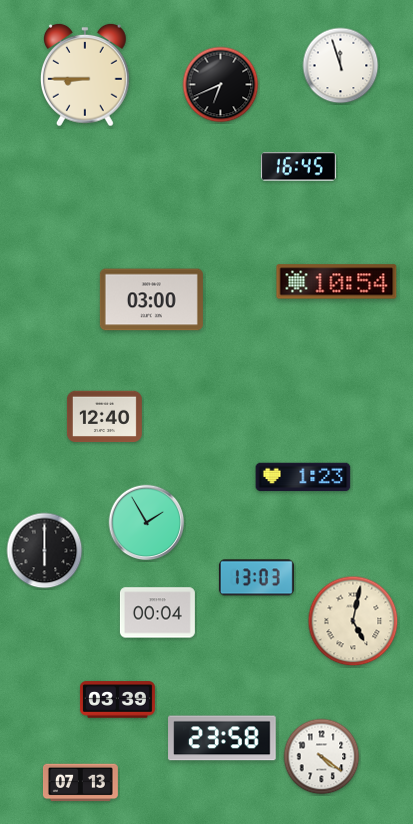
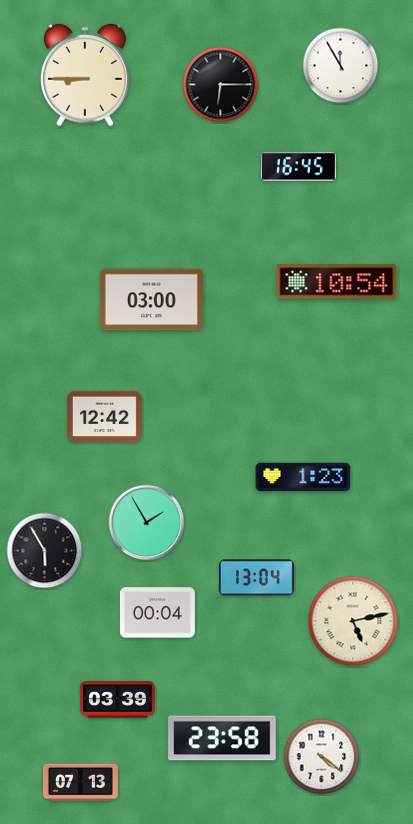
clock at (341, 66): 11:57 -> 11:55
clock at (221, 85): 6:41 -> 6:15
clock at (104, 417): 12:40 -> 12:42
clock at (45, 551): 6:00 -> 5:55
clock at (256, 578): 13:03 -> 13:04
clock at (353, 621): 5:02 -> 5:13
